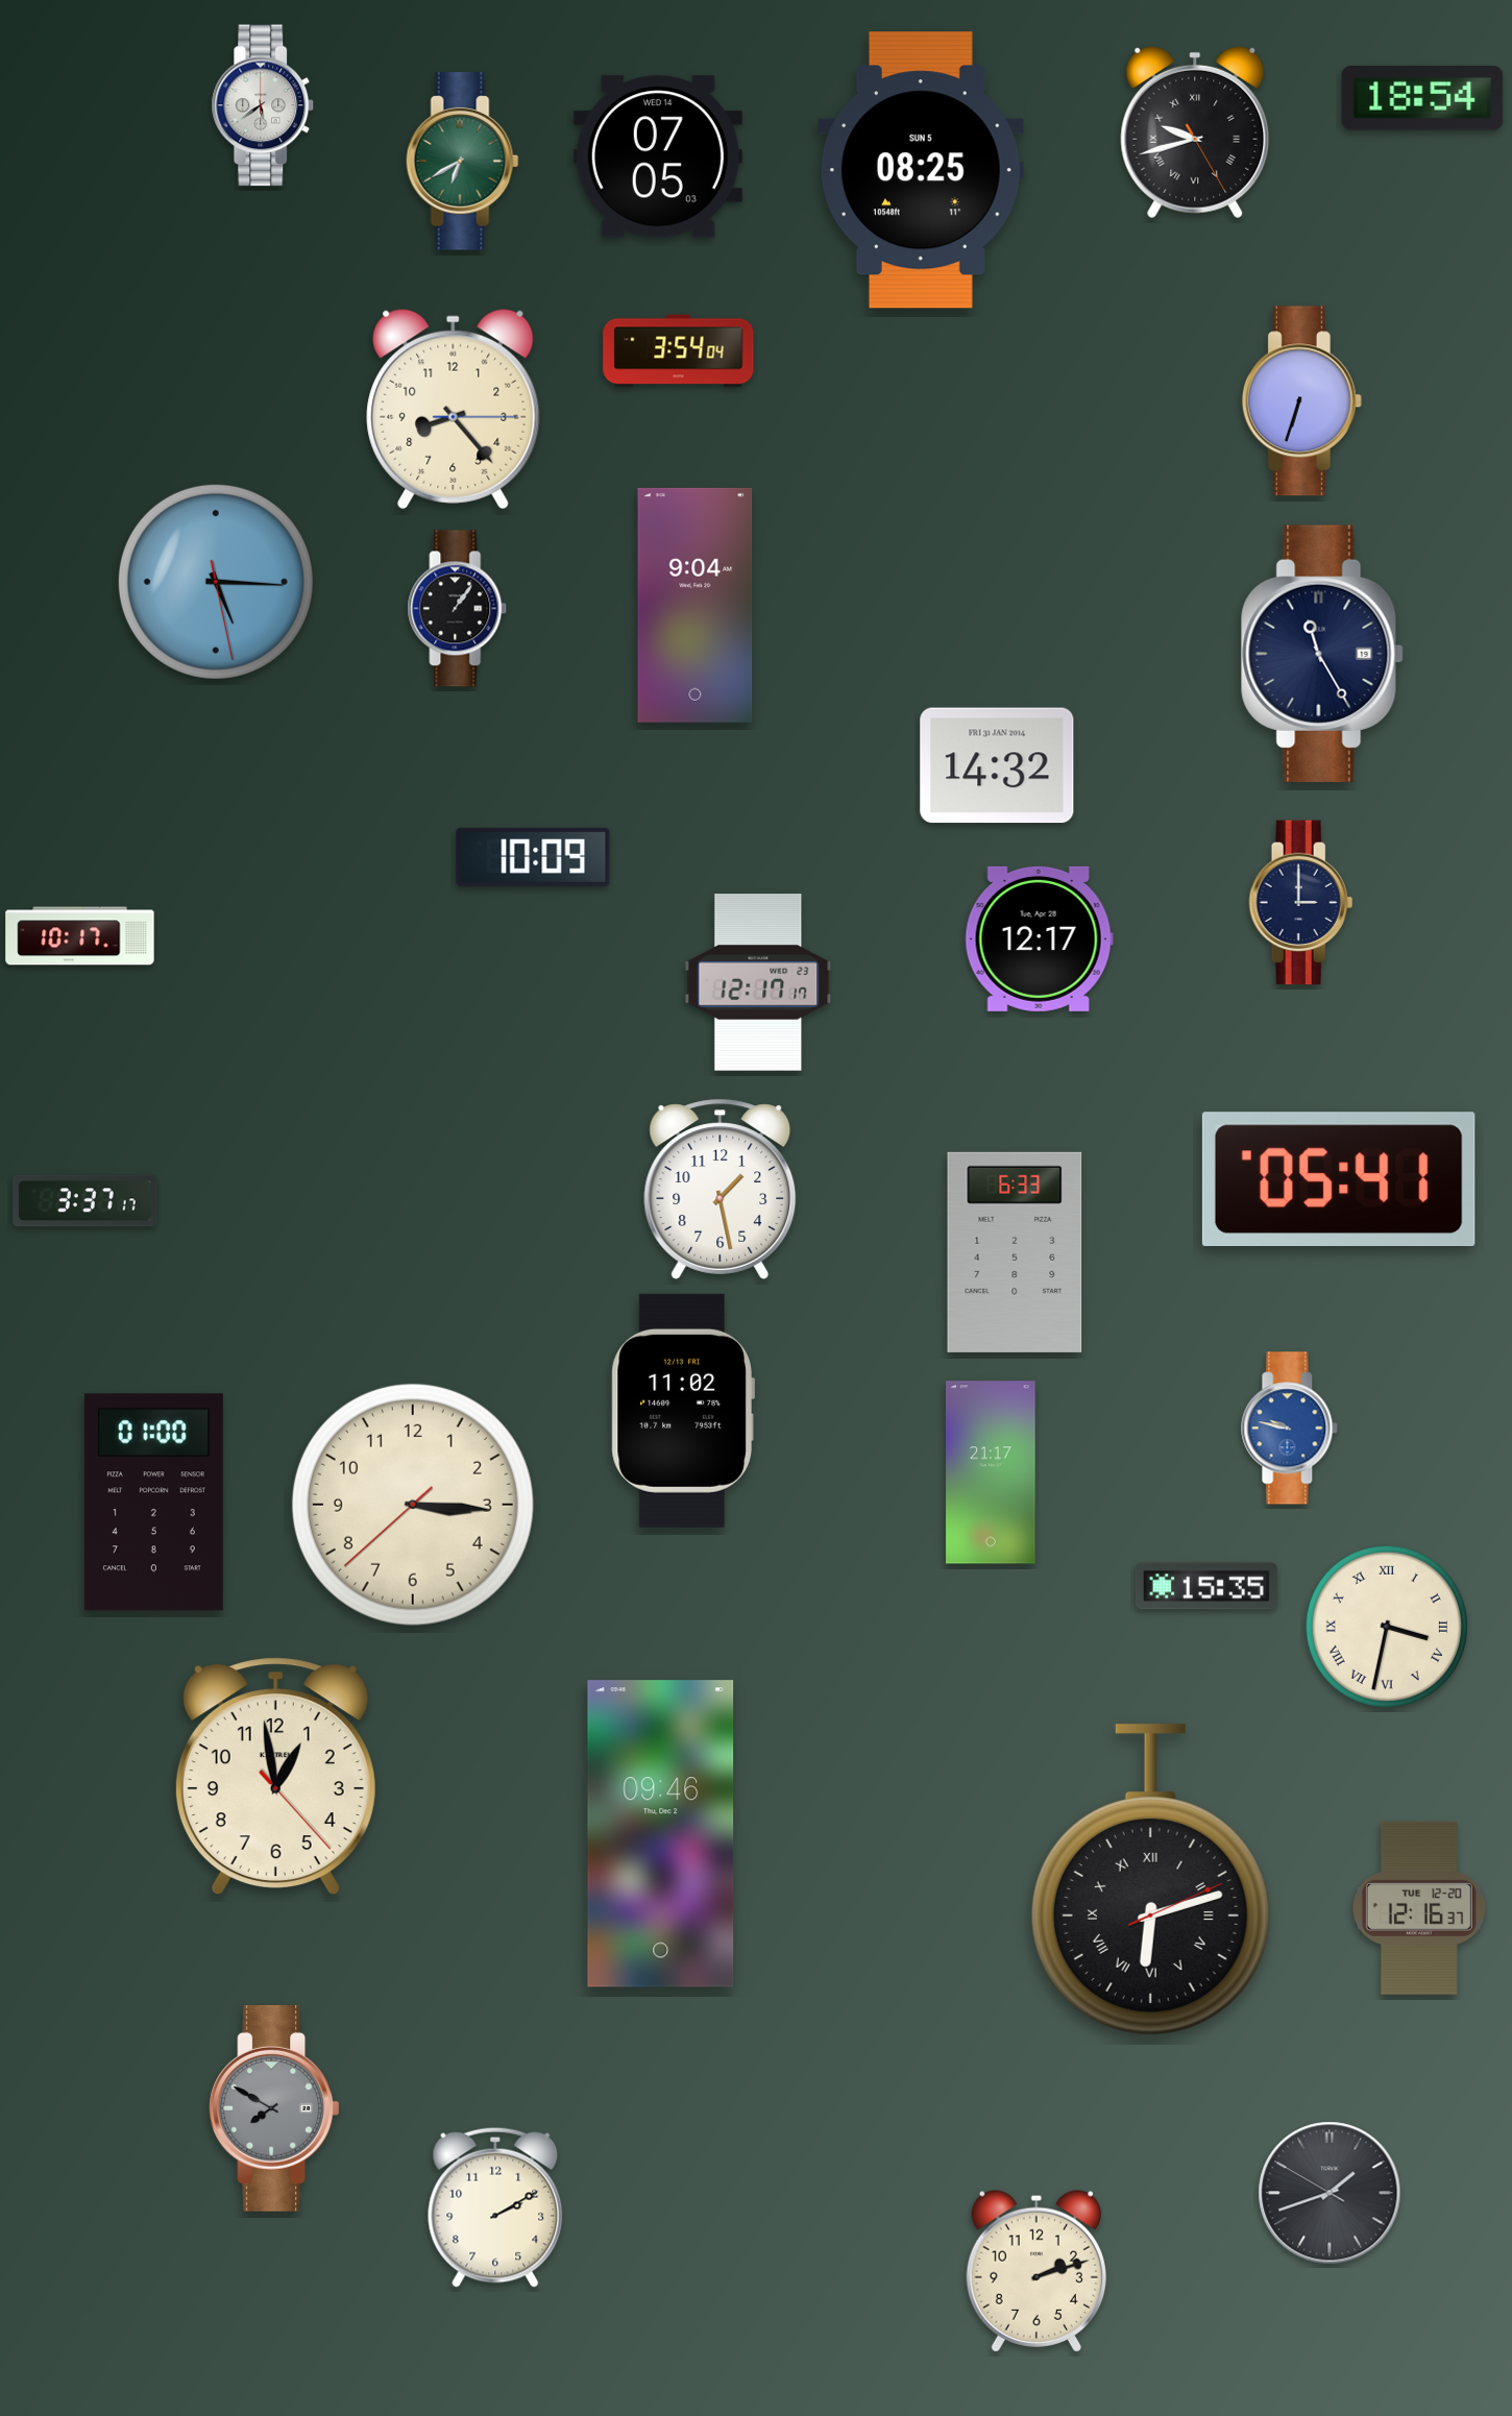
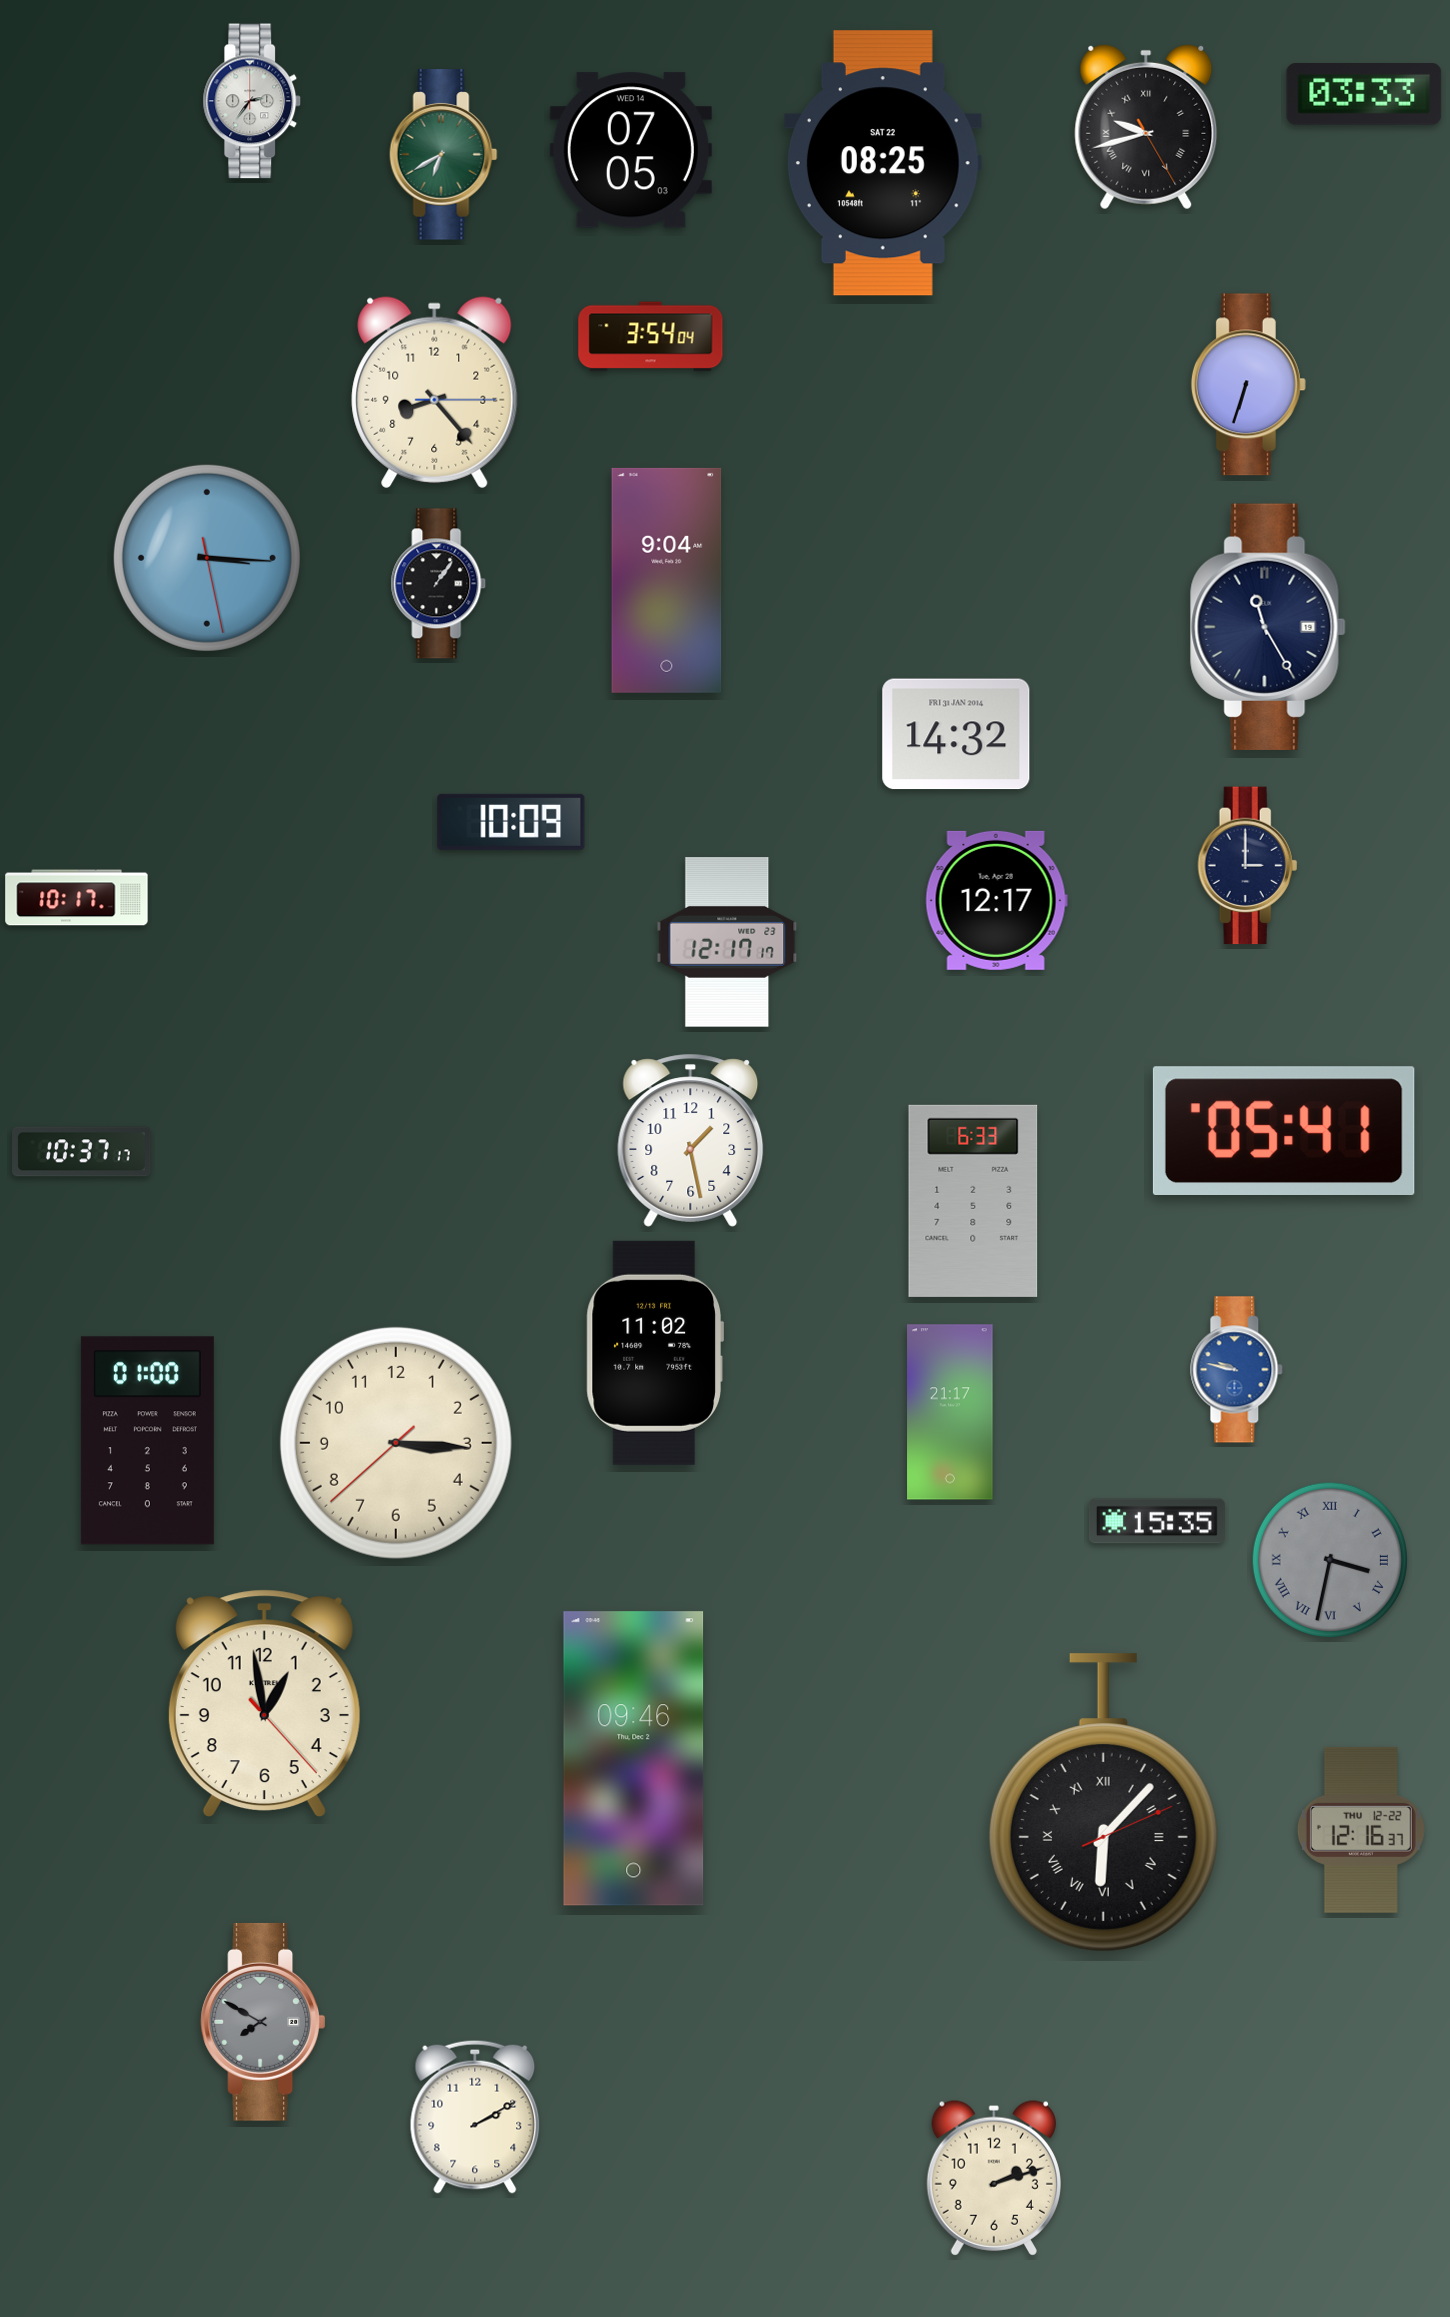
clock at (1422, 99): 18:54 -> 03:33
clock at (263, 105): 5:39 -> 2:36
clock at (921, 170) date: SUN 5 -> SAT 22
clock at (216, 582): 5:15 -> 3:15
clock at (86, 1201): 3:37 -> 10:37
clock at (1387, 1627) dial: cream -> grey
clock at (1150, 1880): 6:12 -> 6:07
clock at (1419, 1908) date: TUE 12-20 -> THU 12-22
clock at (1330, 2193): 1:41 -> none
